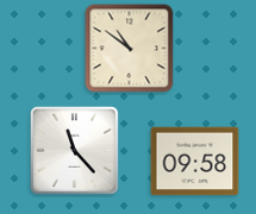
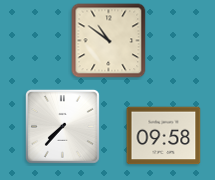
clock at (74, 150): 11:23 -> 7:37
